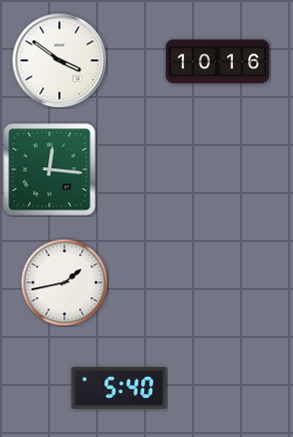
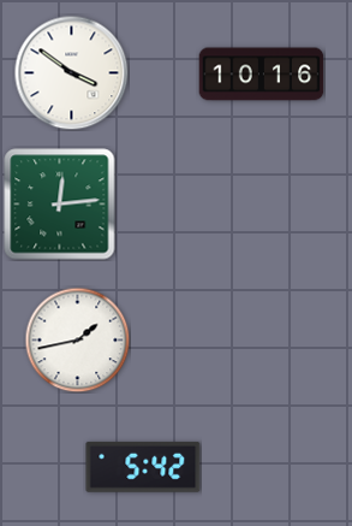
clock at (50, 170): 12:16 -> 12:14
clock at (119, 388): 5:40 -> 5:42
